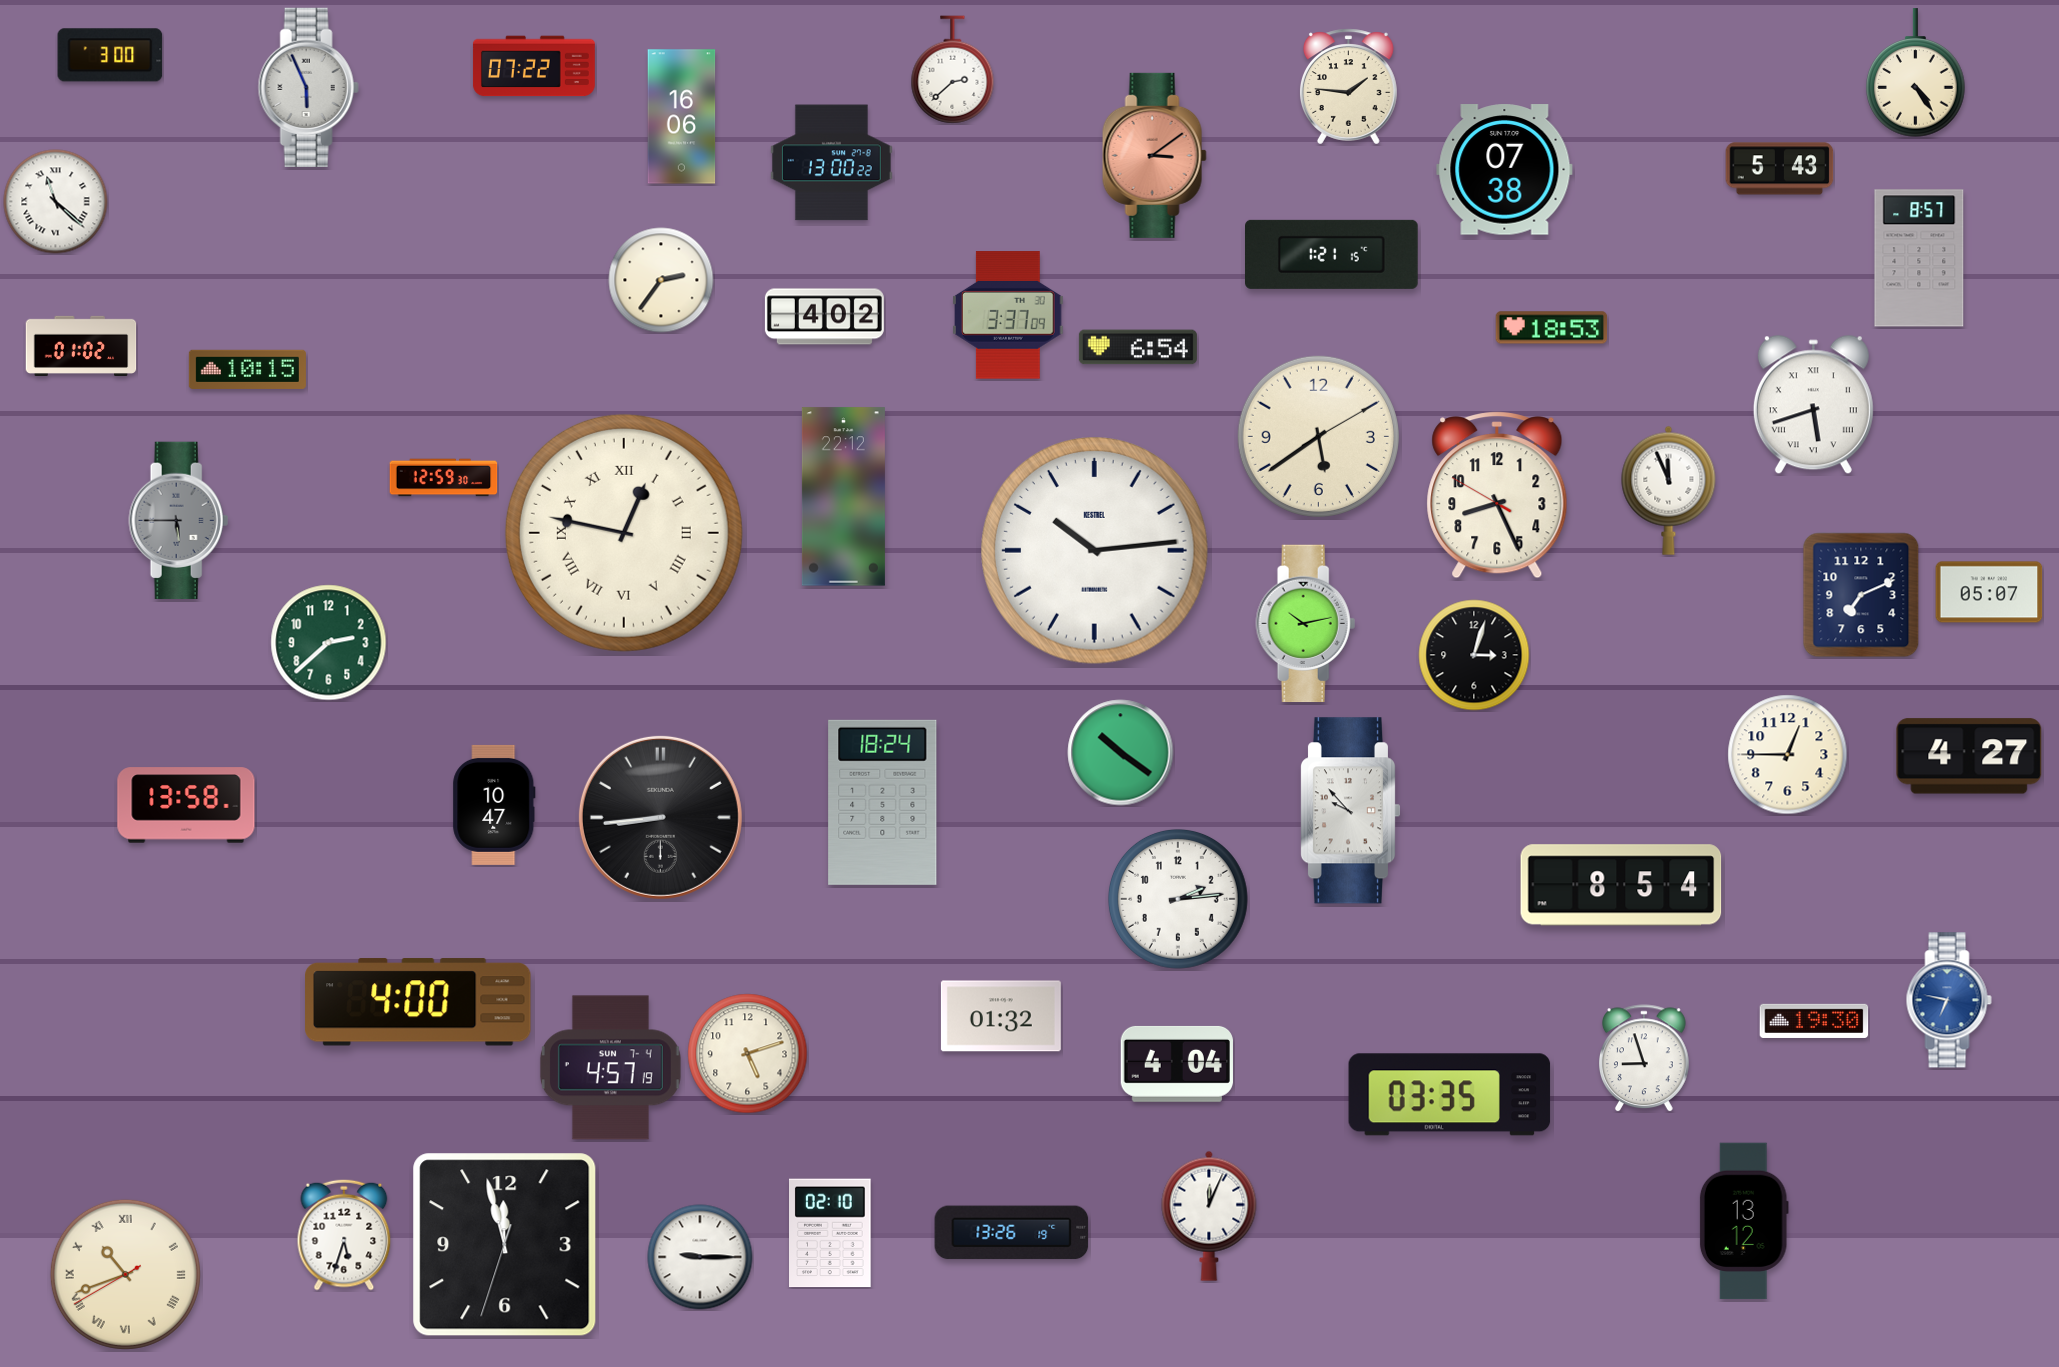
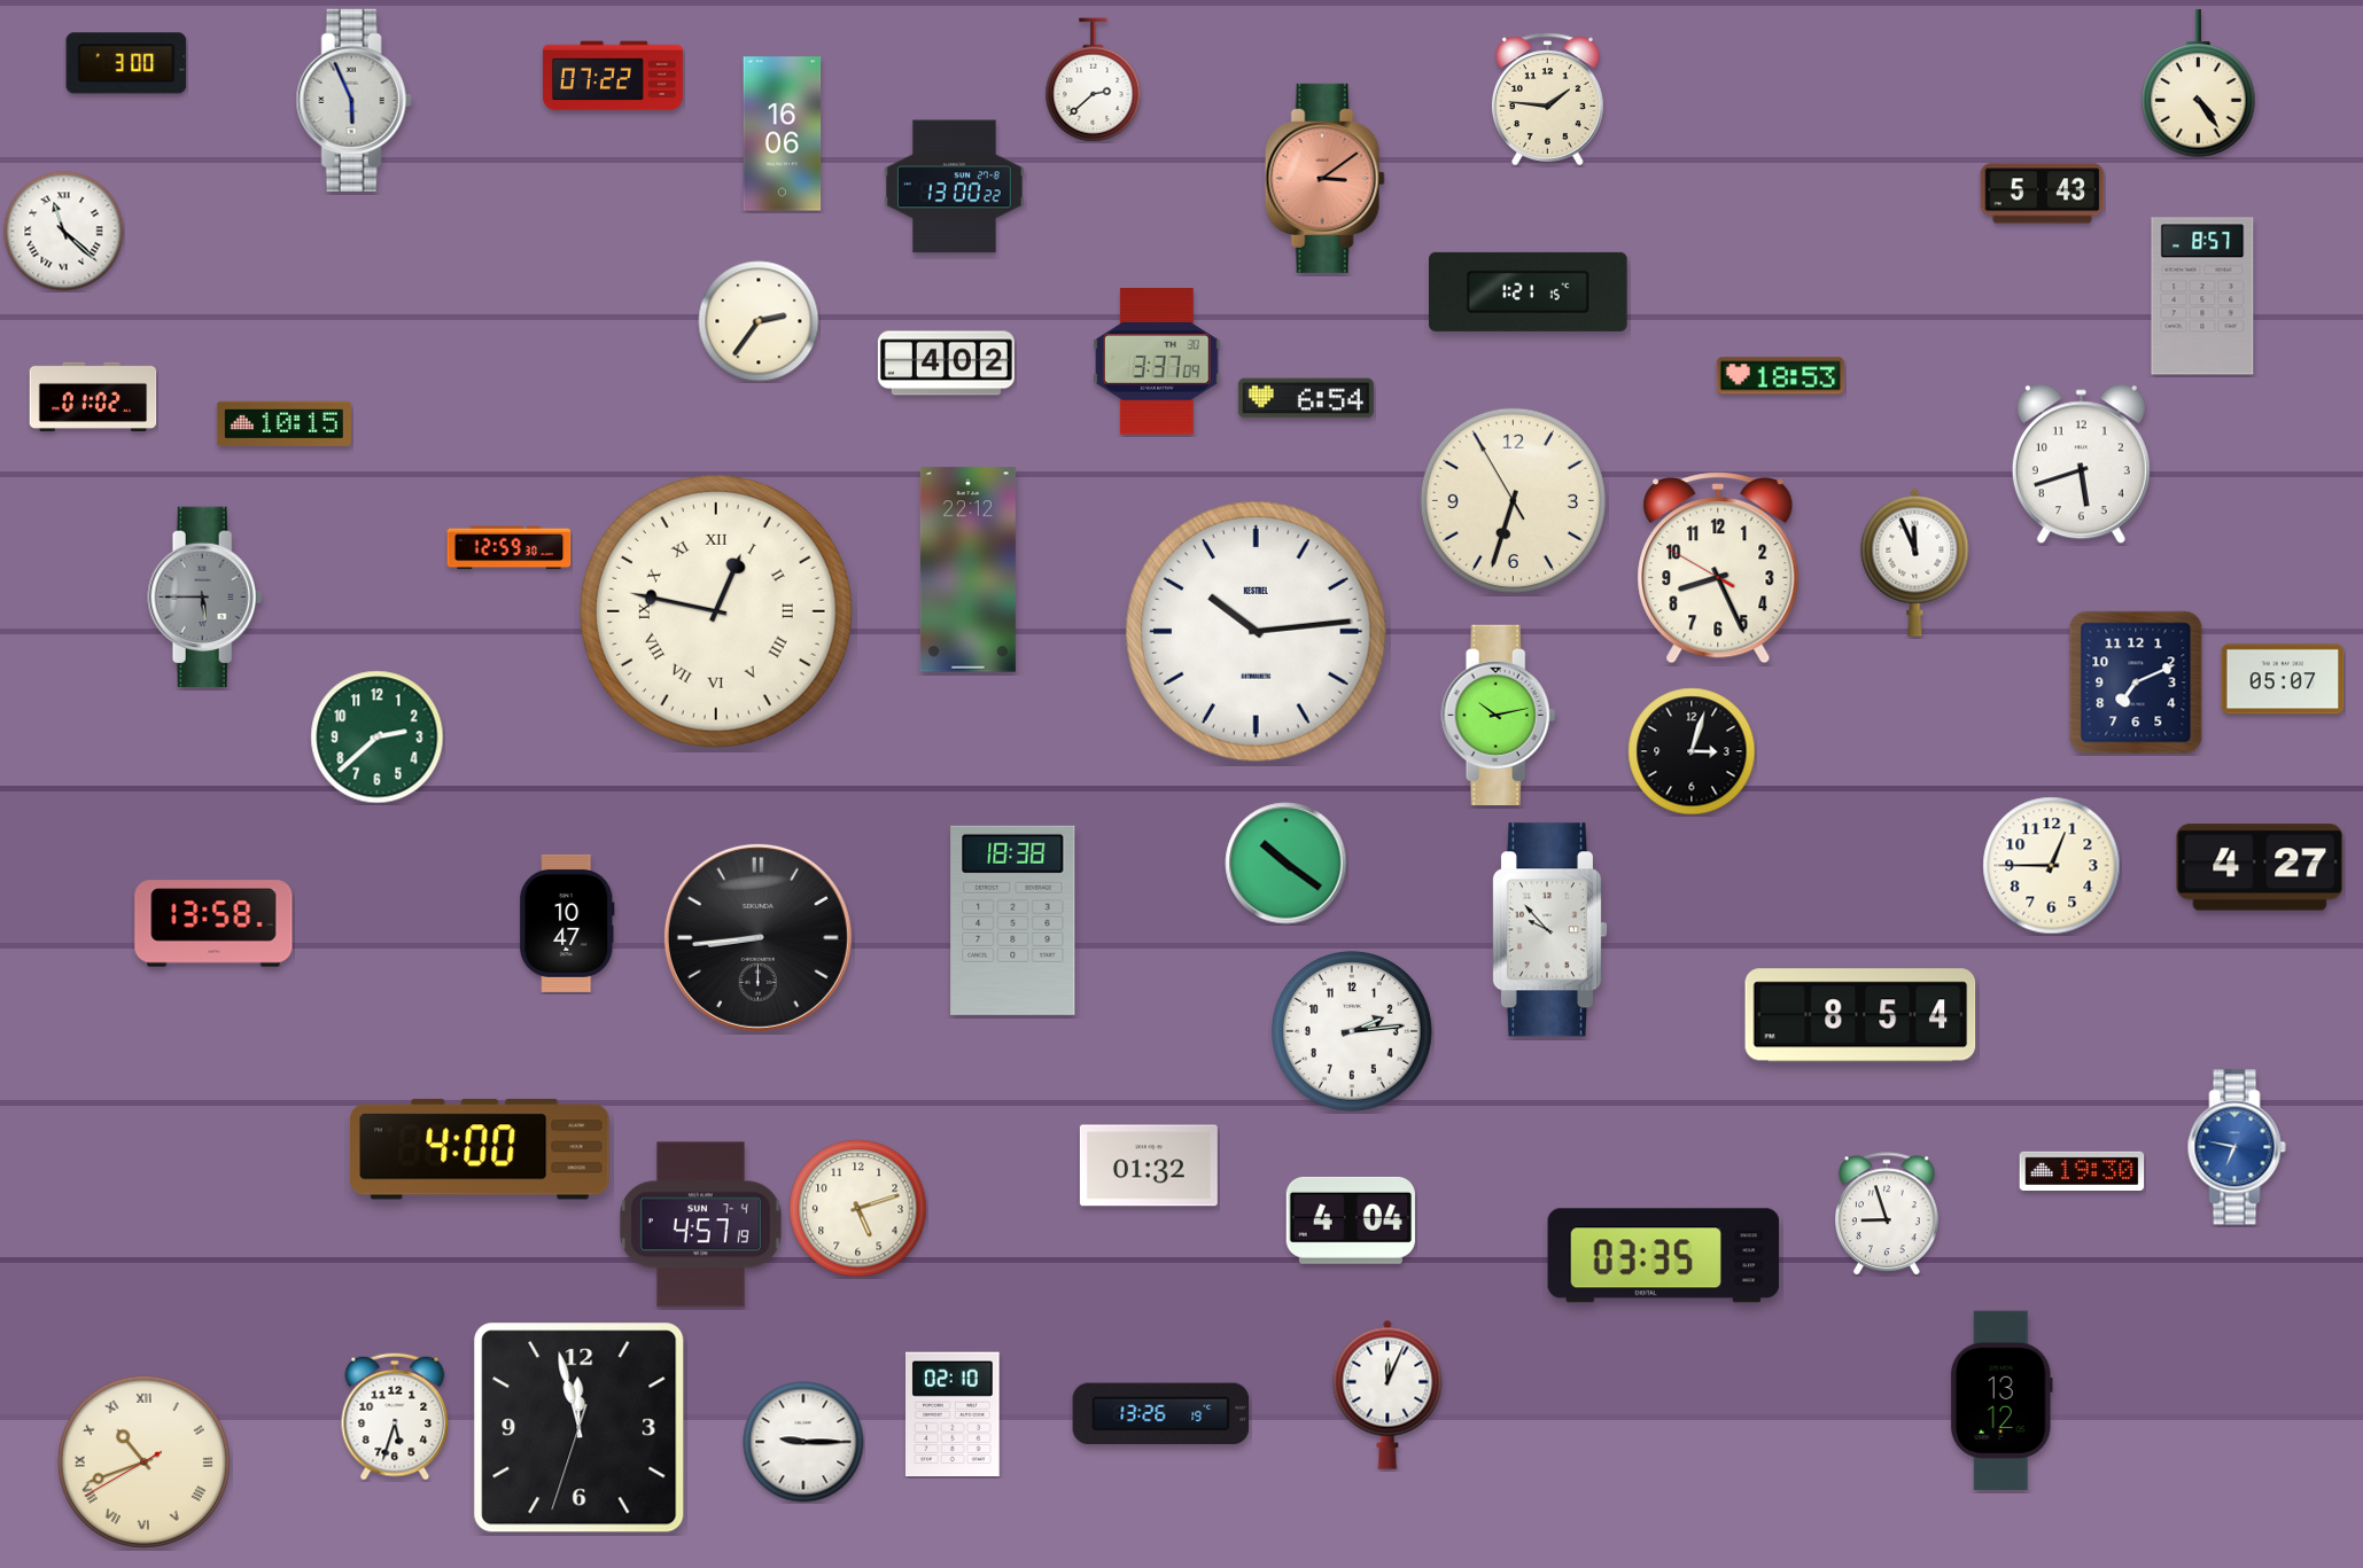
clock at (1505, 170): 07:38 -> none
clock at (1813, 405) numerals: Roman -> Arabic
clock at (1318, 436): 5:39 -> 6:32
clock at (883, 802): 18:24 -> 18:38
